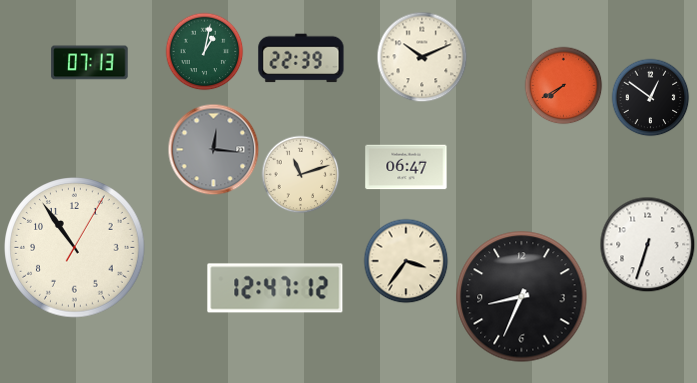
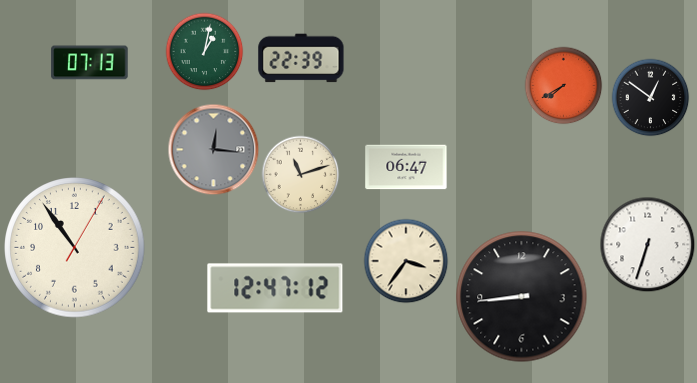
clock at (422, 57): 10:11 -> none
clock at (522, 297): 8:34 -> 8:44
